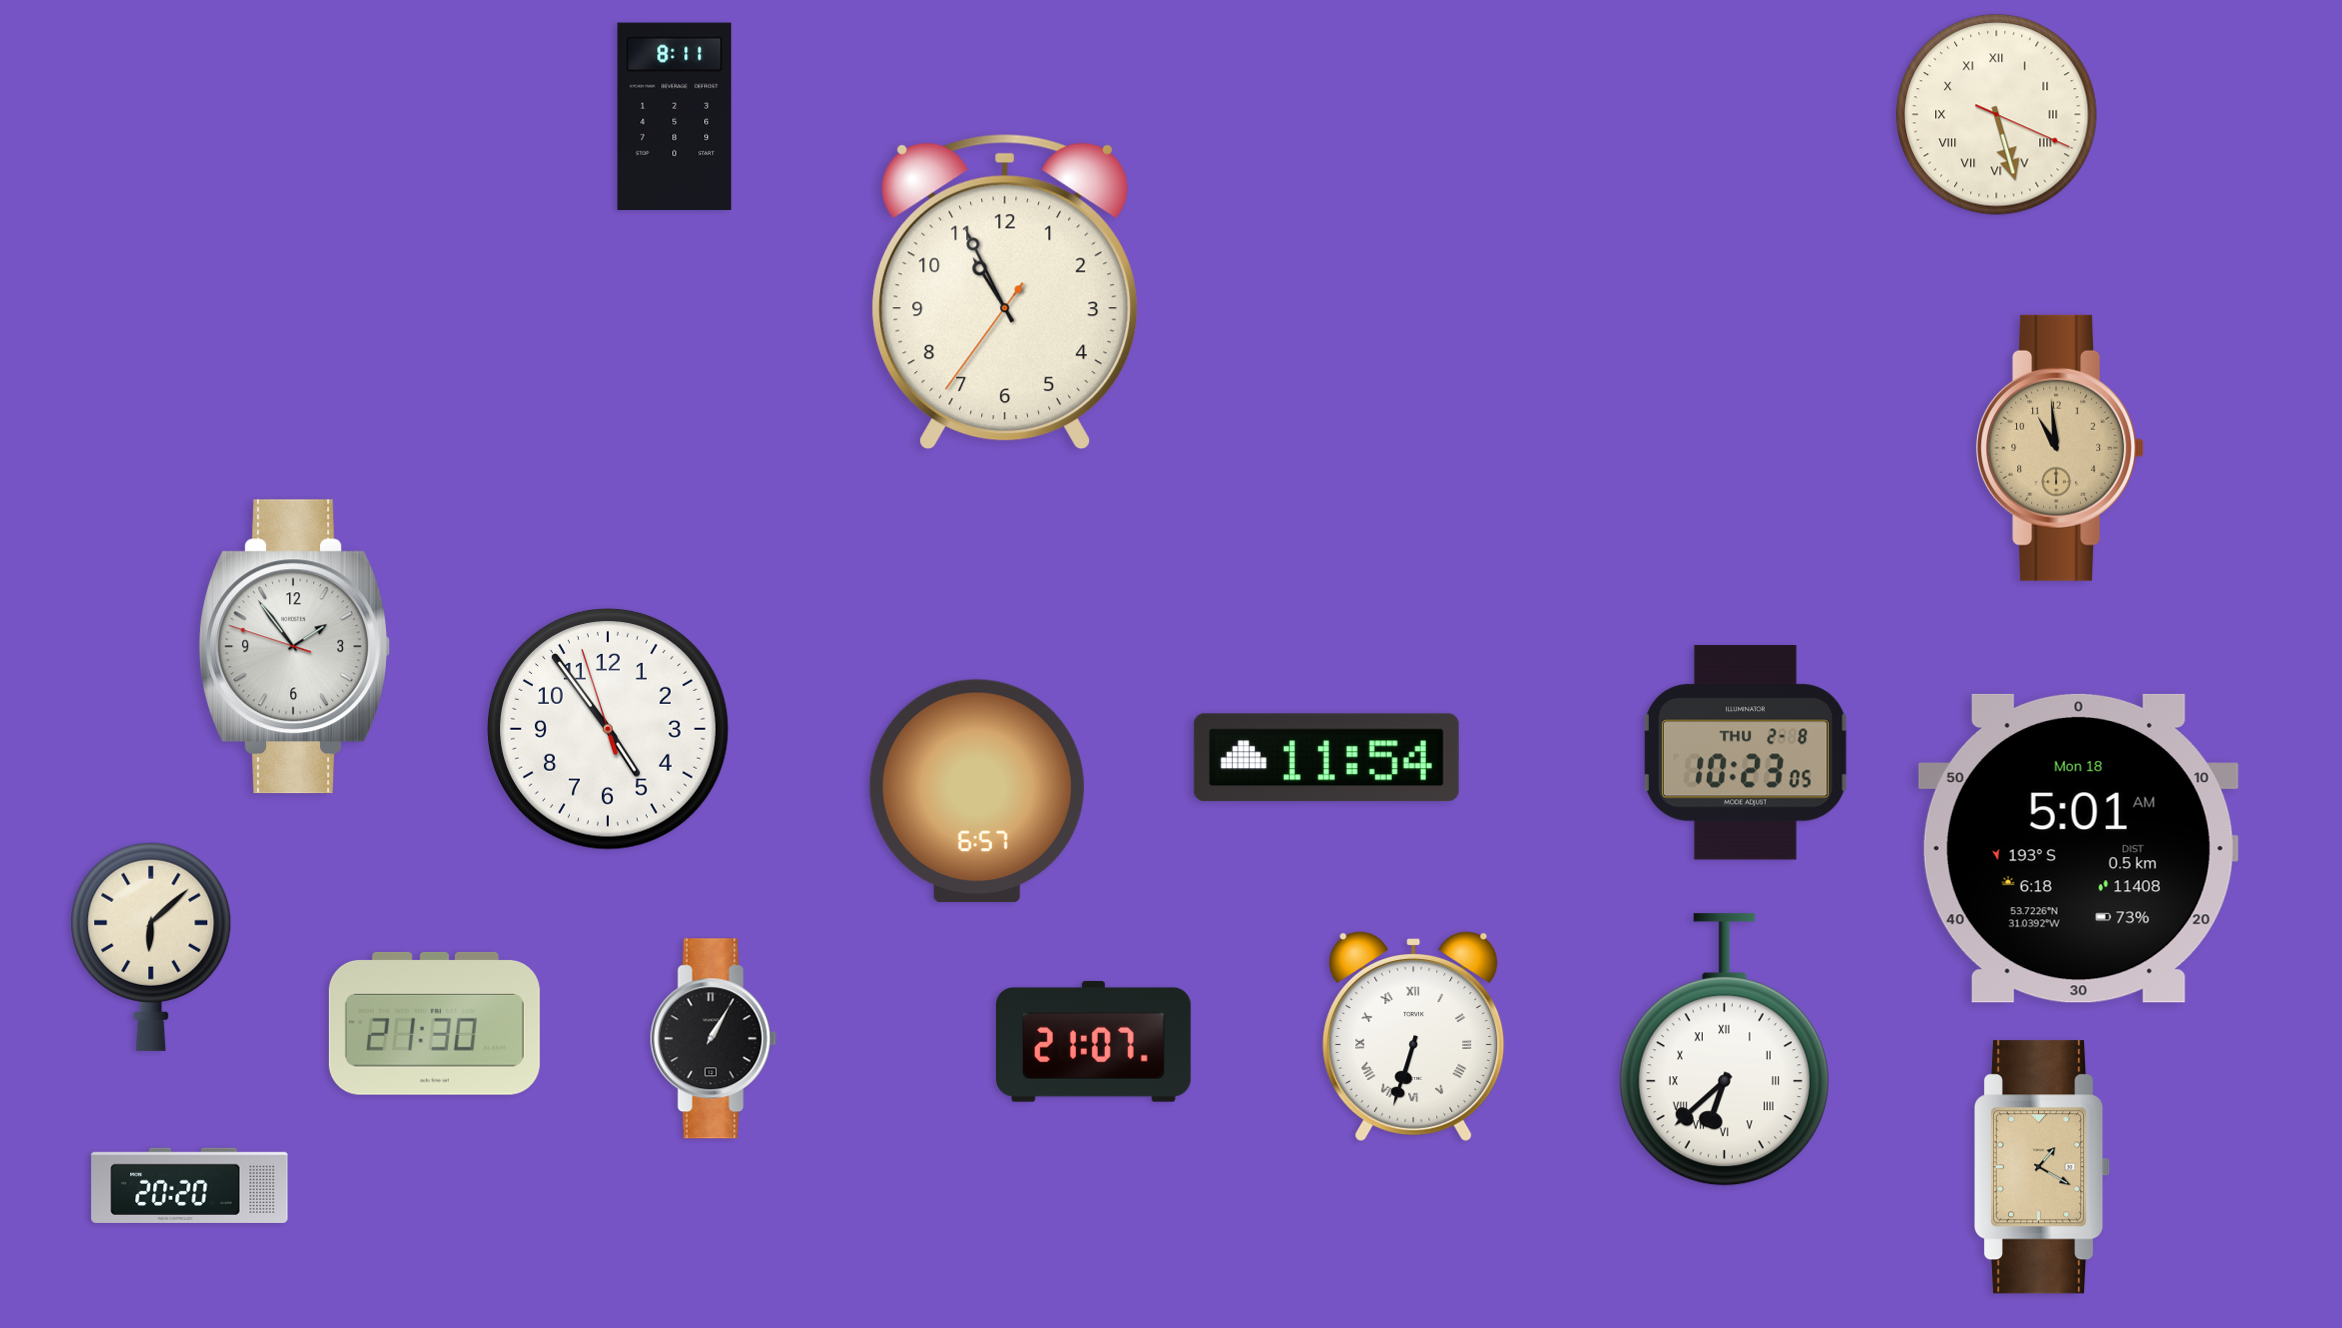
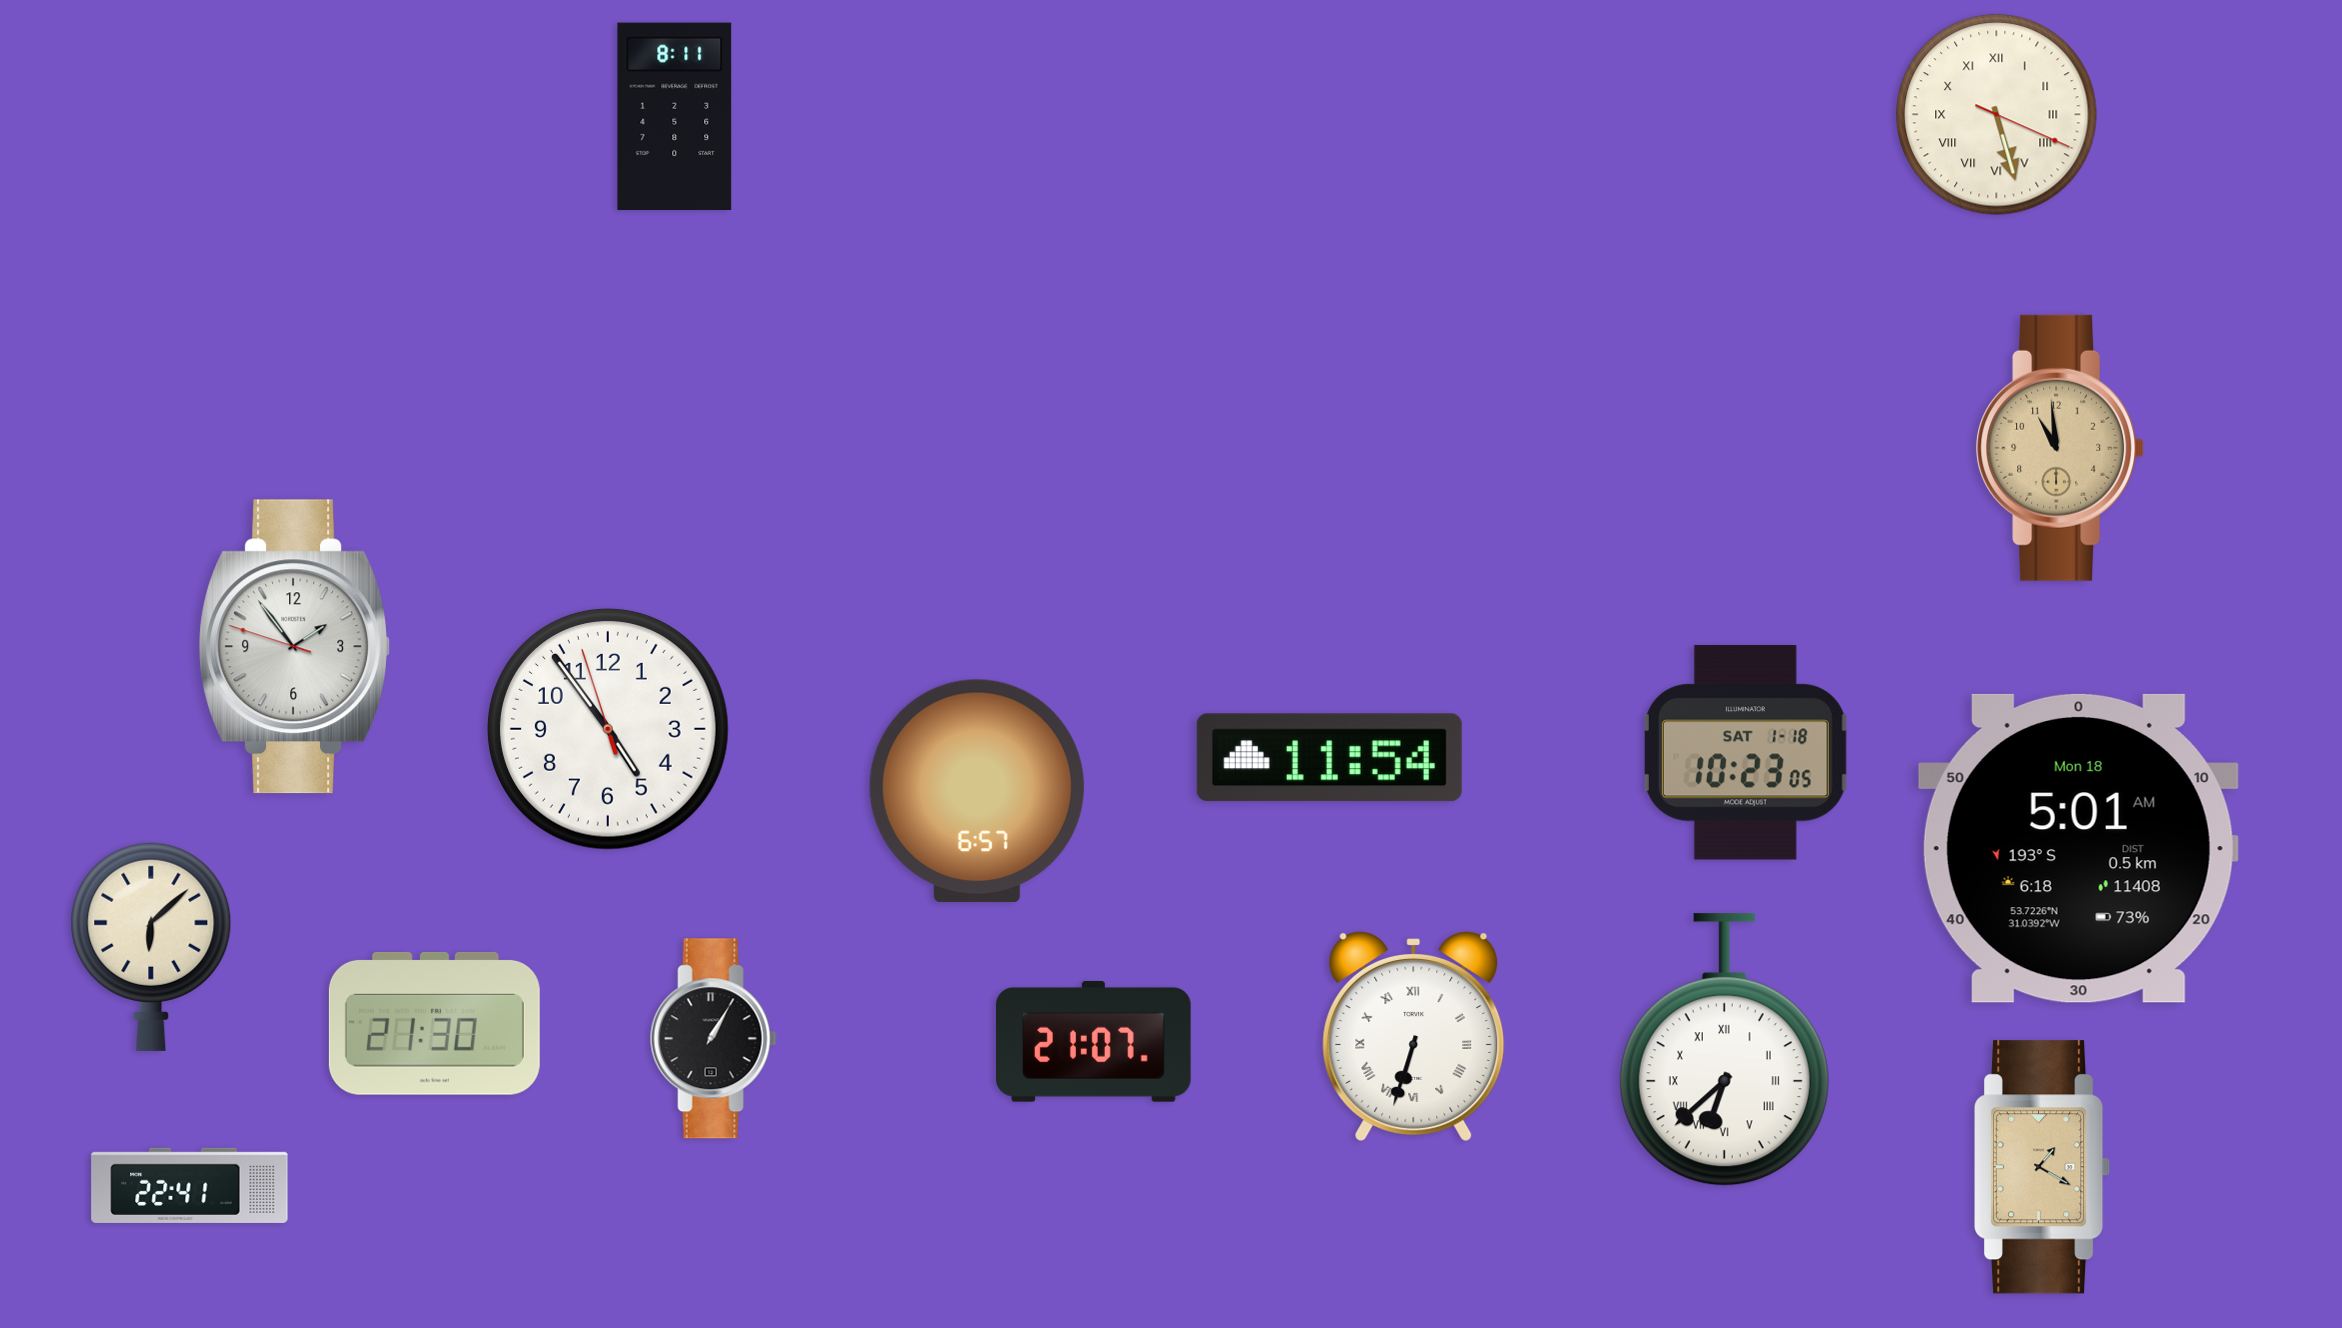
clock at (1005, 292): 10:55 -> none
clock at (1745, 753) date: THU 2-8 -> SAT 1-18
clock at (1326, 758) position: (1326, 758) -> (1329, 758)
clock at (190, 1185): 20:20 -> 22:41
